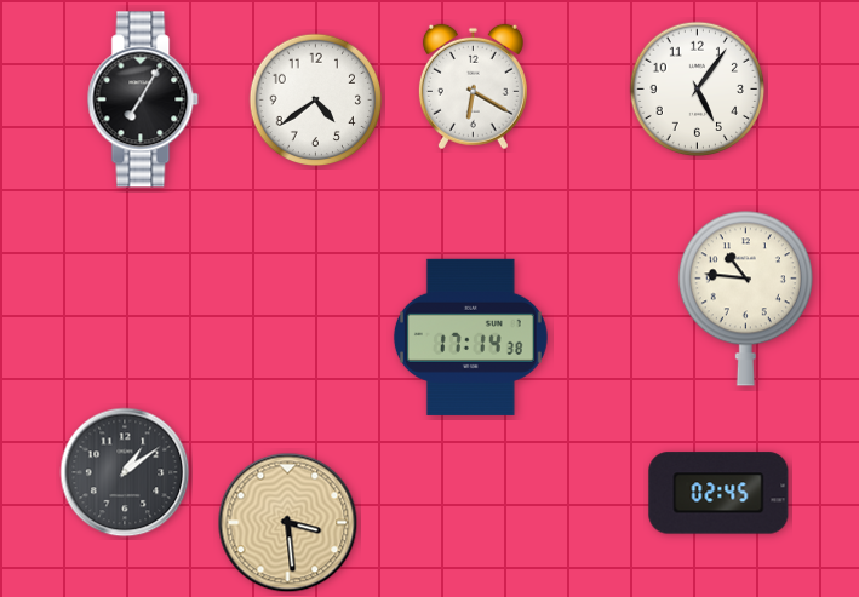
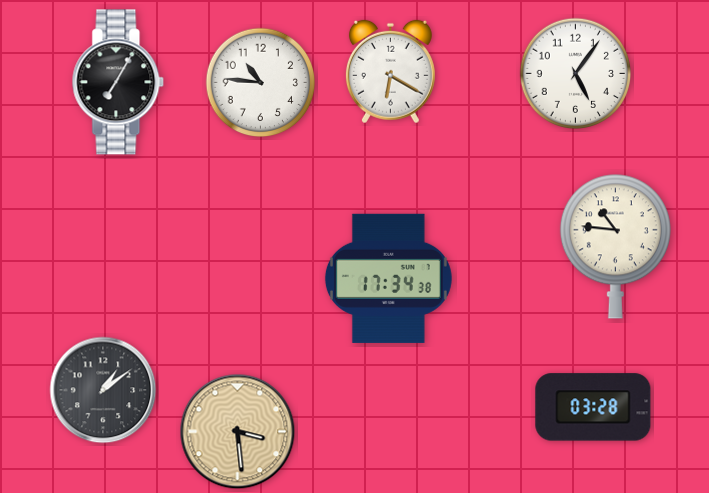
clock at (316, 101): 4:39 -> 10:46
clock at (470, 337): 17:14 -> 17:34
clock at (718, 493): 02:45 -> 03:28
